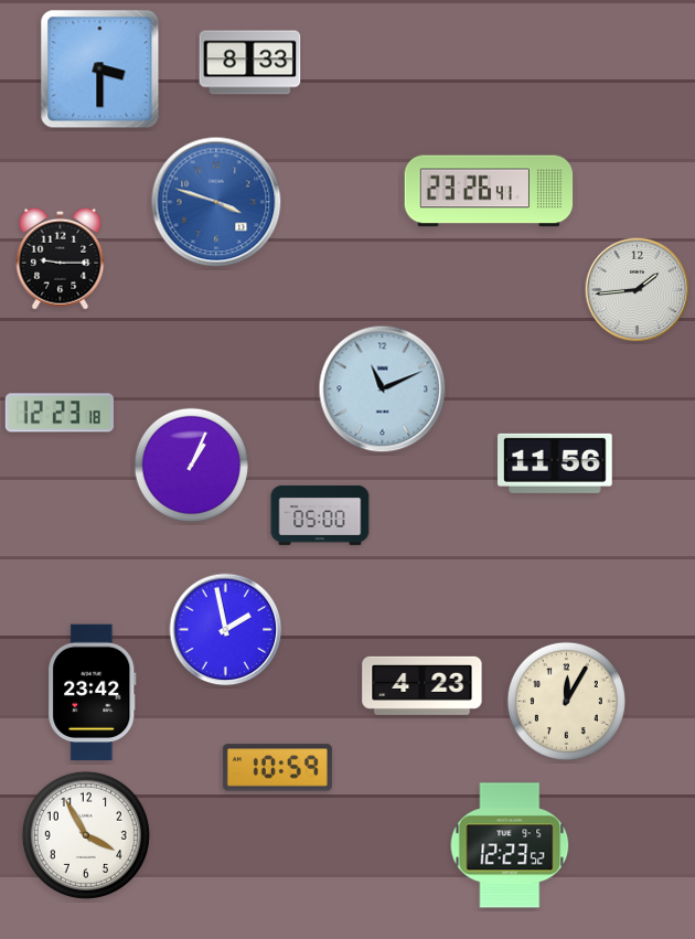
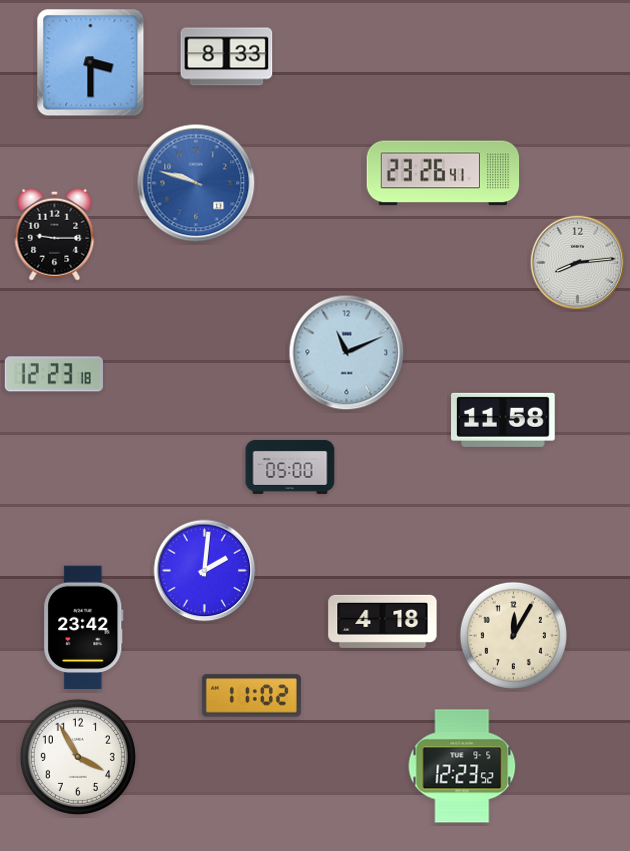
clock at (216, 202): 3:48 -> 9:48
clock at (638, 290): 1:44 -> 8:14
clock at (556, 463): 11:56 -> 11:58
clock at (191, 465): 1:04 -> none
clock at (226, 630): 1:58 -> 2:01
clock at (423, 685): 4:23 -> 4:18
clock at (277, 768): 10:59 -> 11:02
